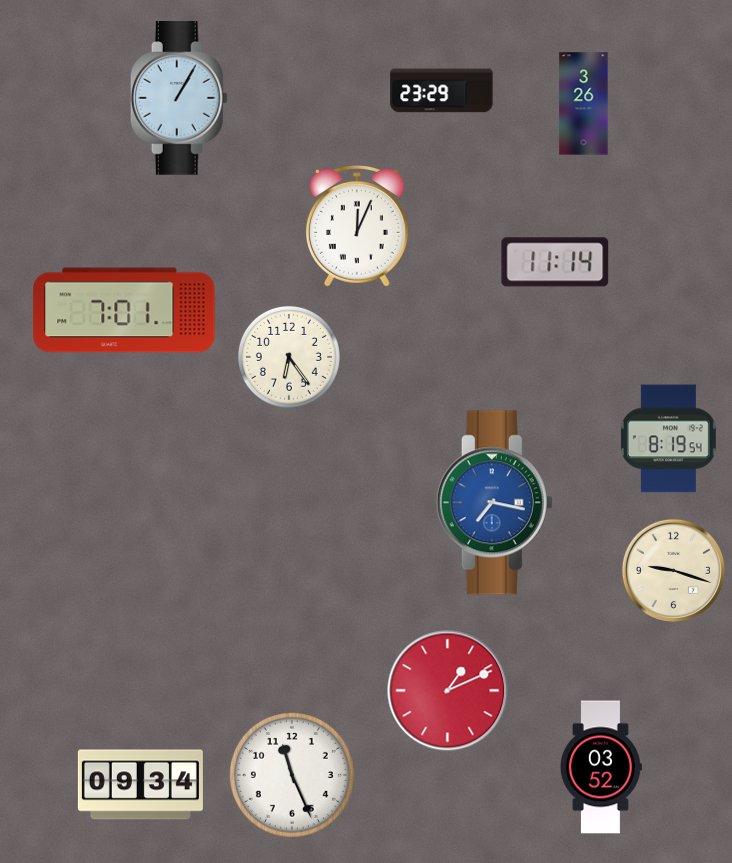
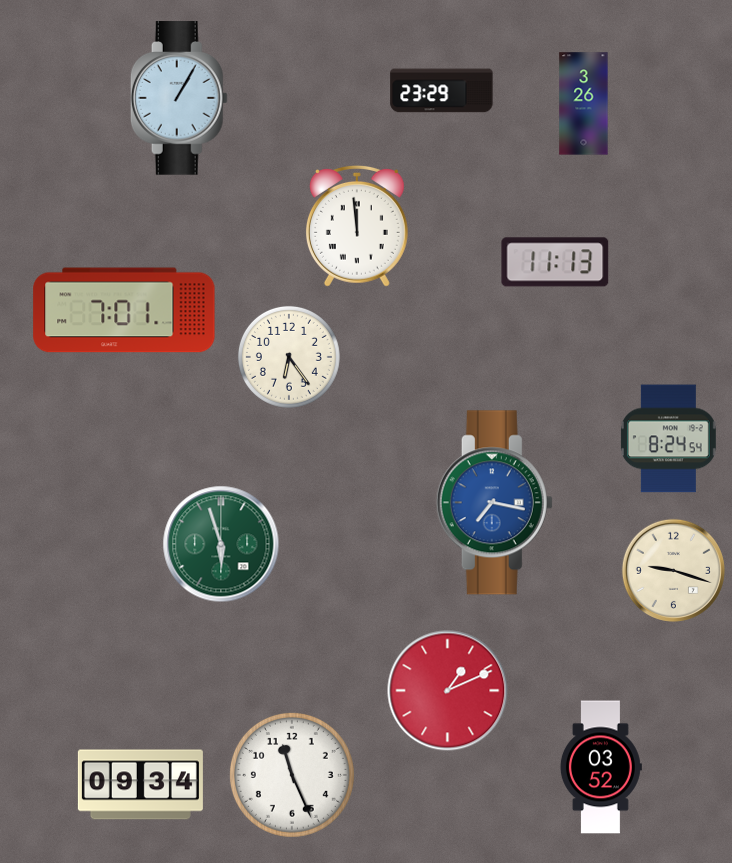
clock at (357, 226): 12:04 -> 11:59
clock at (555, 262): 11:14 -> 11:13
clock at (668, 439): 8:19 -> 8:24
clock at (221, 544): none -> 5:57
